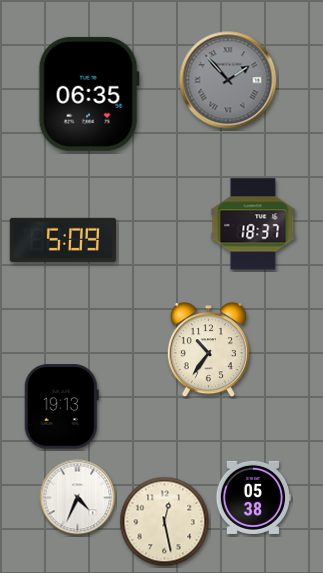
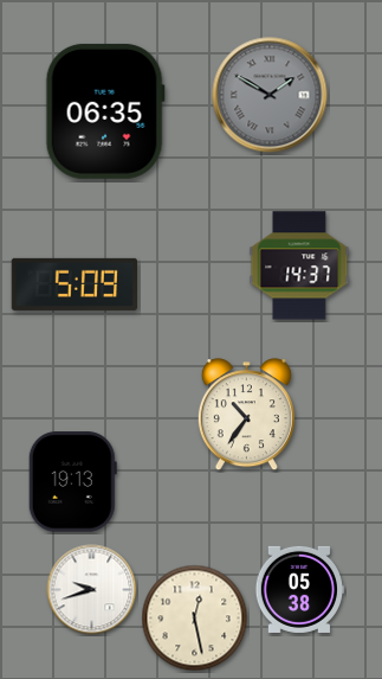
clock at (228, 80): 1:53 -> 1:50
clock at (253, 224): 18:37 -> 14:37
clock at (78, 498): 4:34 -> 9:42
